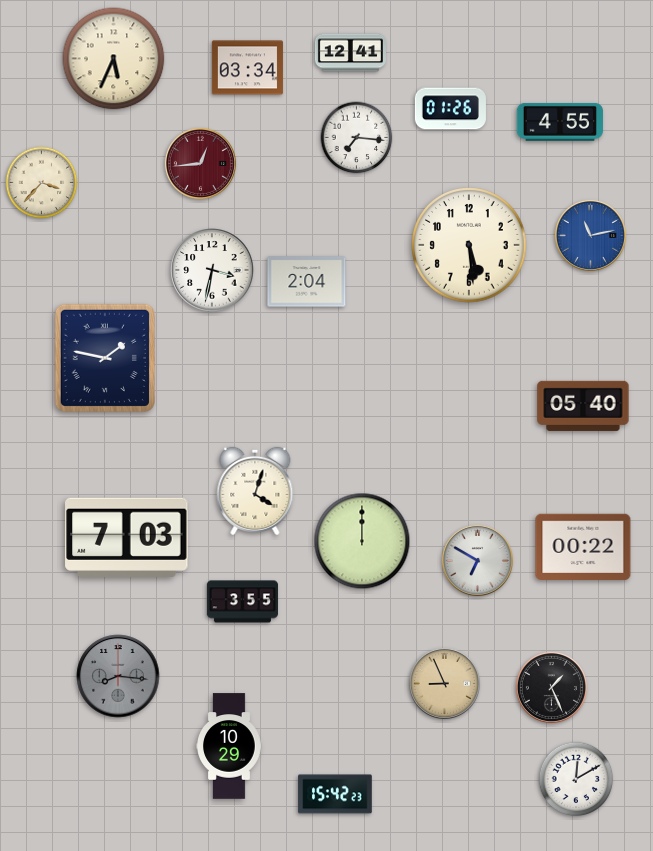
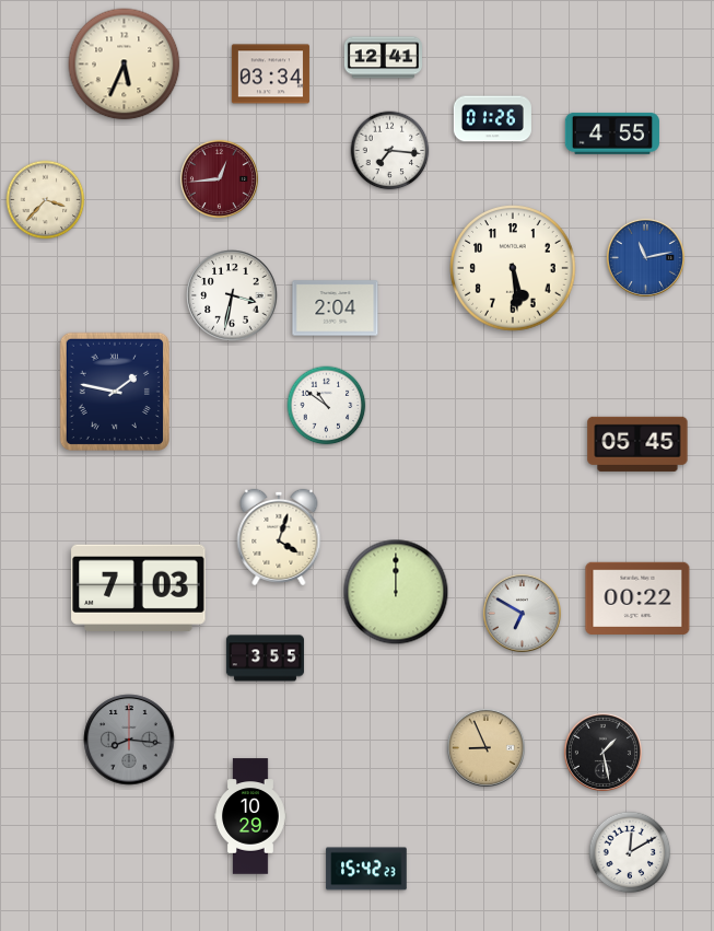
clock at (327, 406): none -> 10:51
clock at (583, 406): 05:40 -> 05:45
clock at (551, 687): 1:26 -> 1:28
